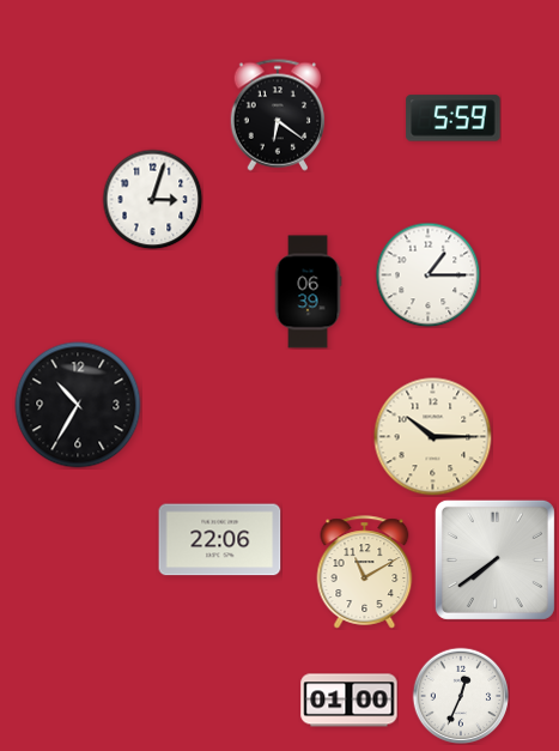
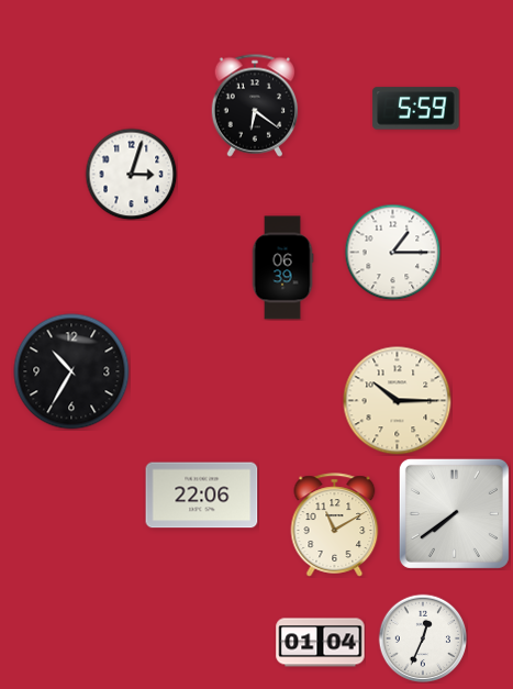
clock at (152, 199) position: (152, 199) -> (131, 174)
clock at (350, 701): 01:00 -> 01:04
